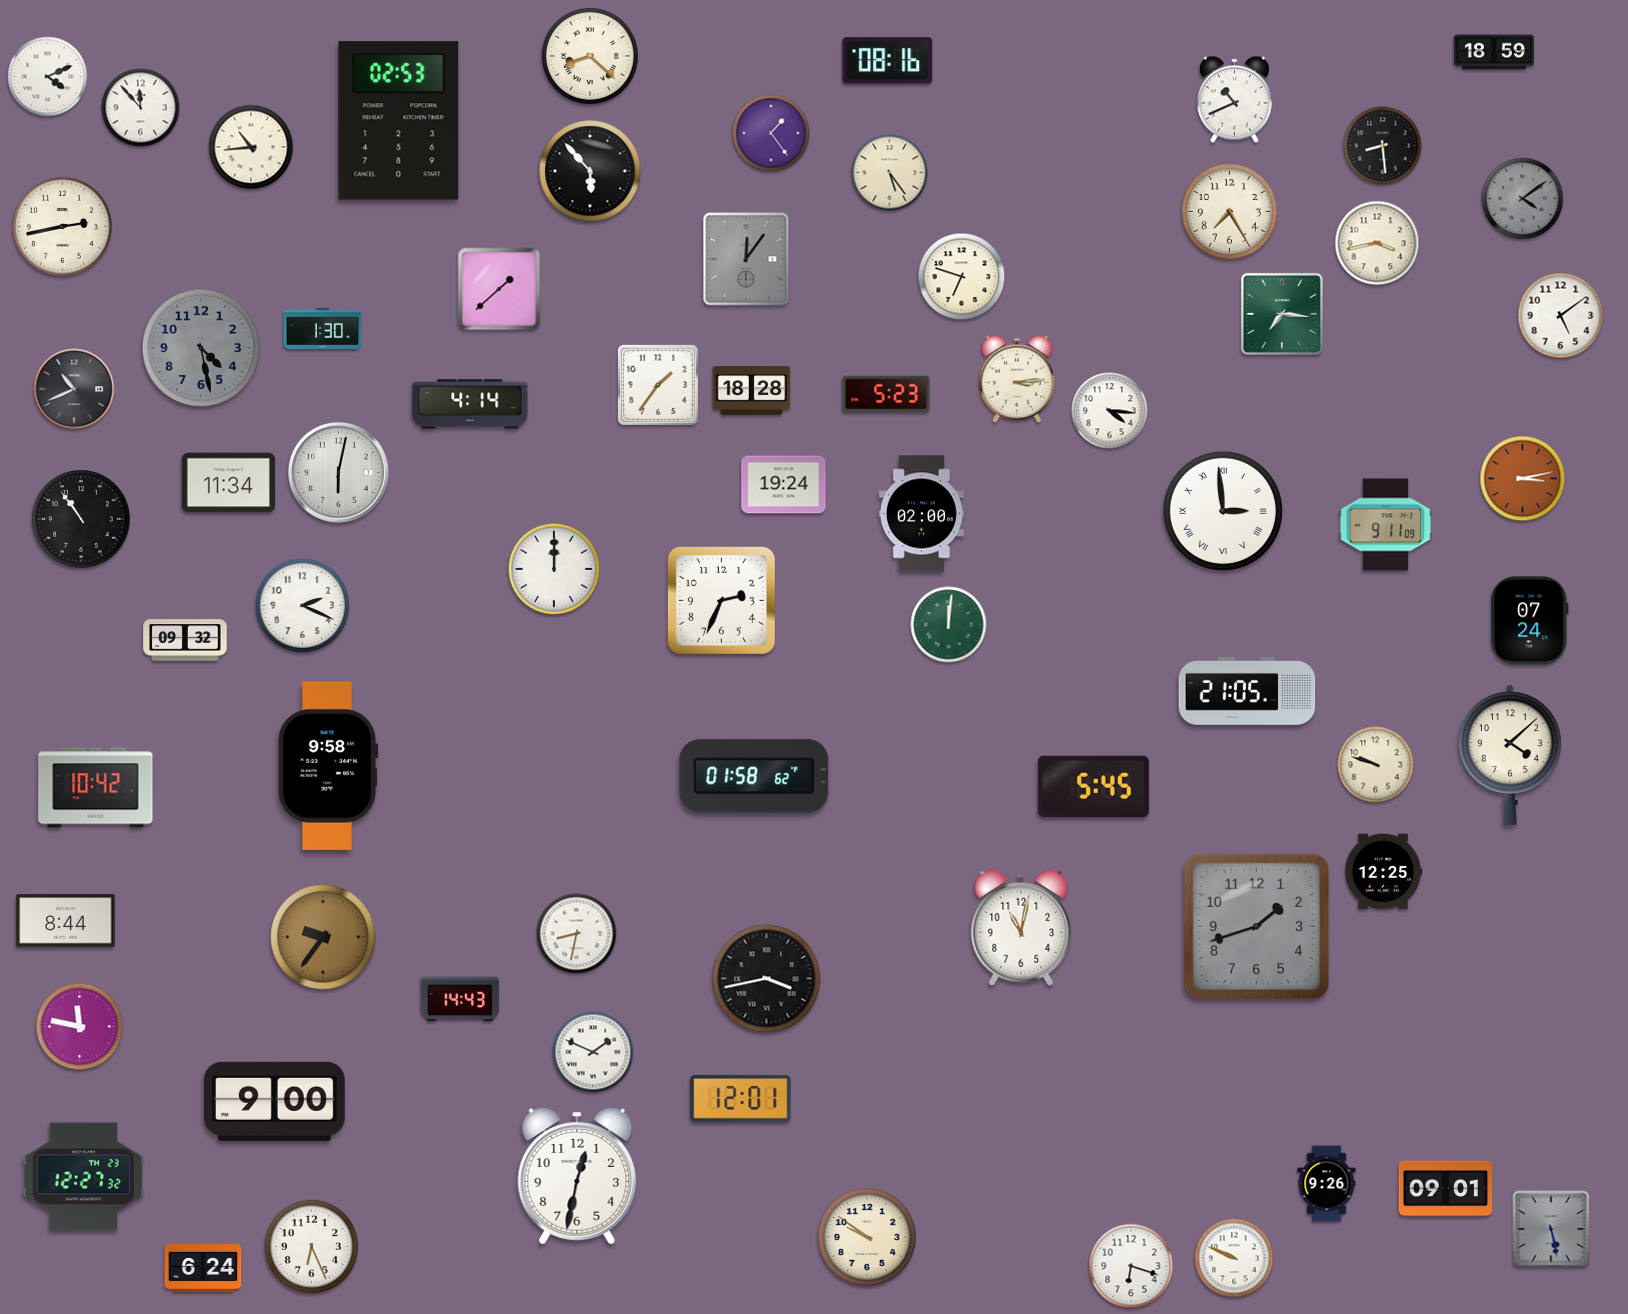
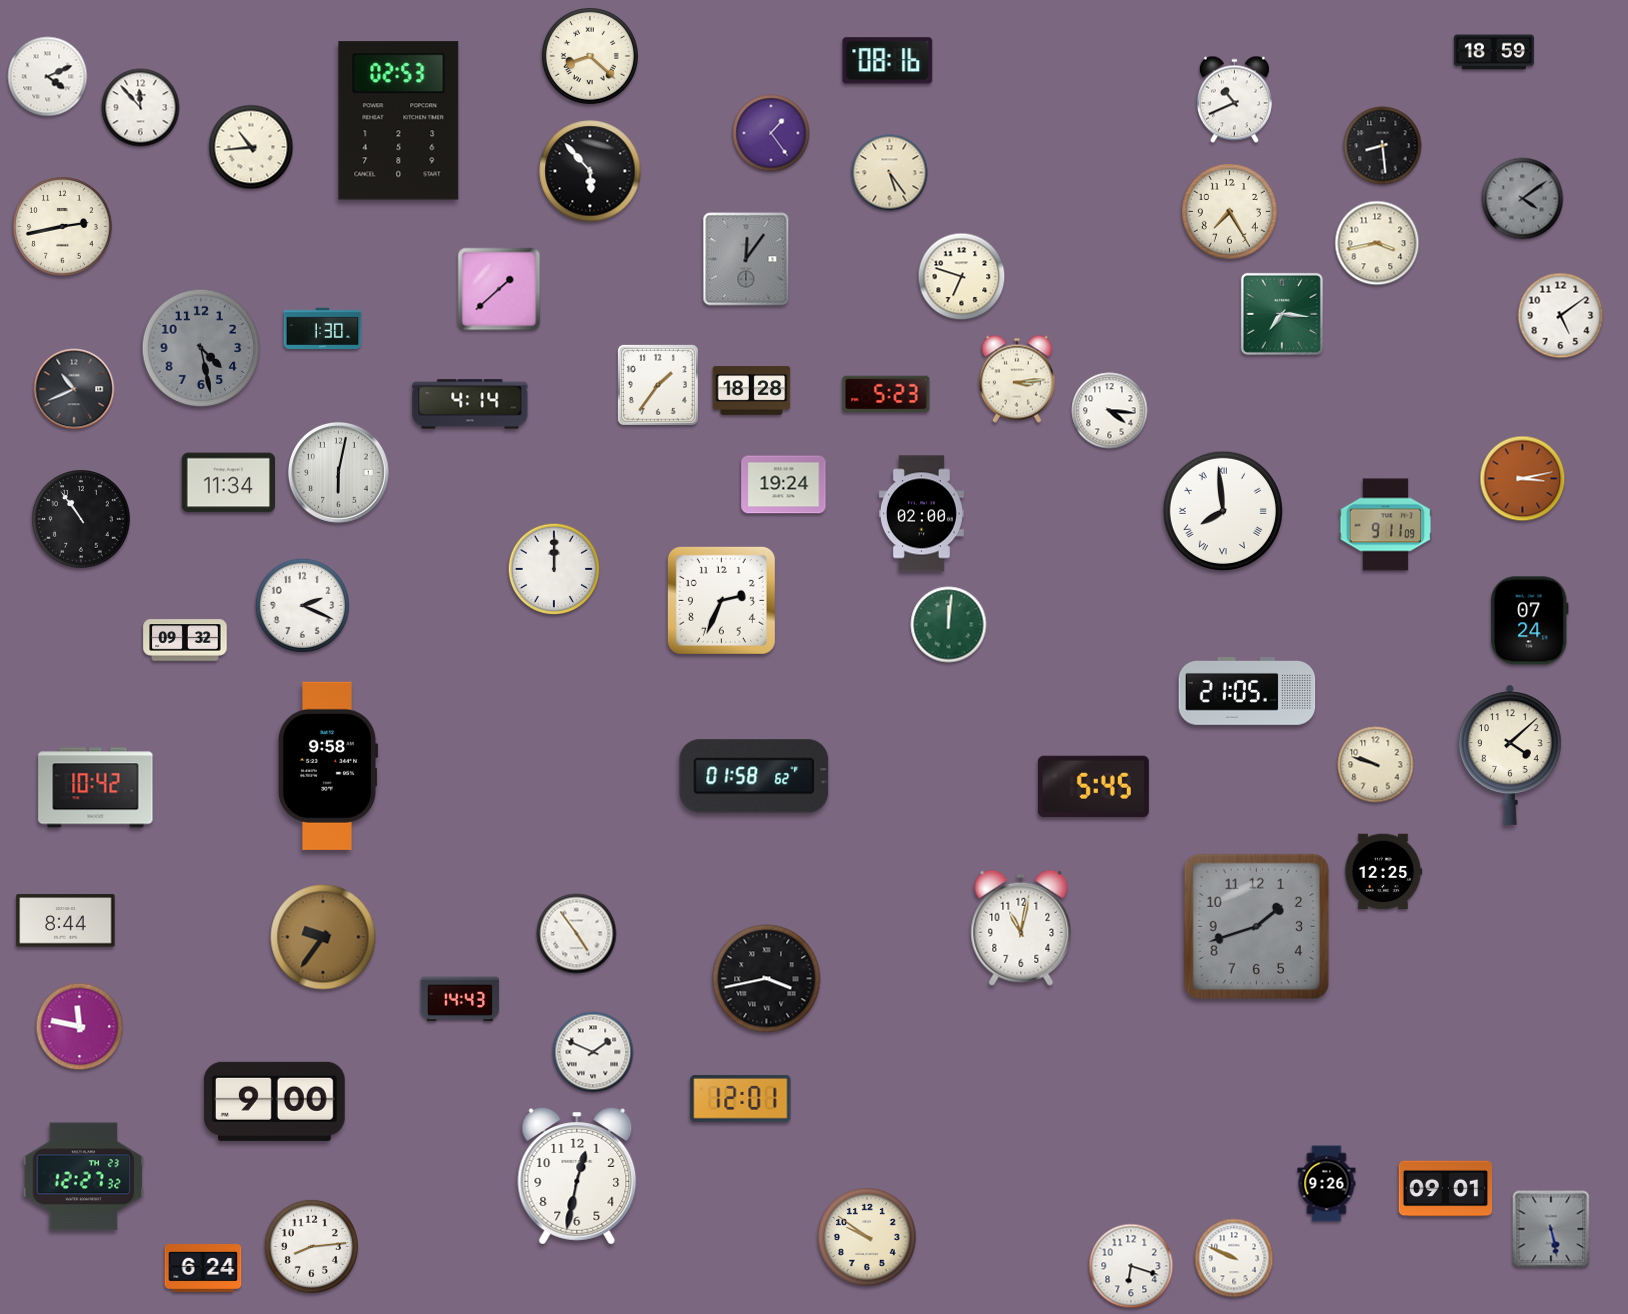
clock at (1223, 511): 2:59 -> 7:59
clock at (577, 934): 8:32 -> 4:54
clock at (311, 1246): 6:26 -> 8:14
